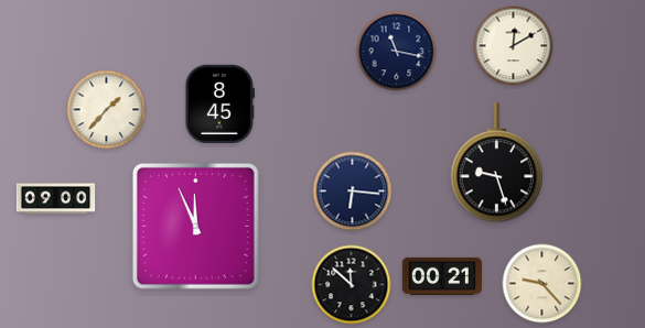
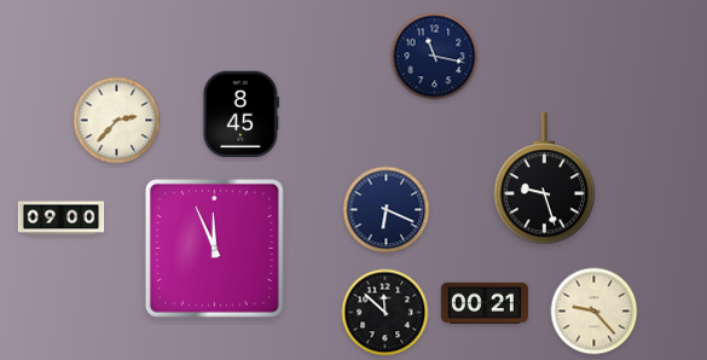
clock at (514, 46): 12:10 -> none
clock at (107, 110): 1:37 -> 2:37
clock at (353, 192): 6:16 -> 6:19
